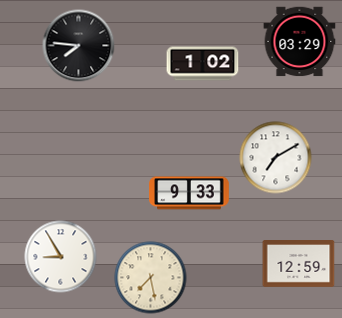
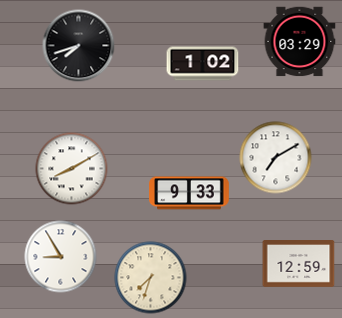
clock at (79, 46): 7:46 -> 7:42
clock at (72, 169): none -> 8:10
clock at (151, 278): 7:28 -> 7:33
